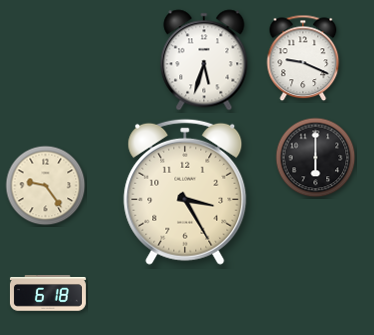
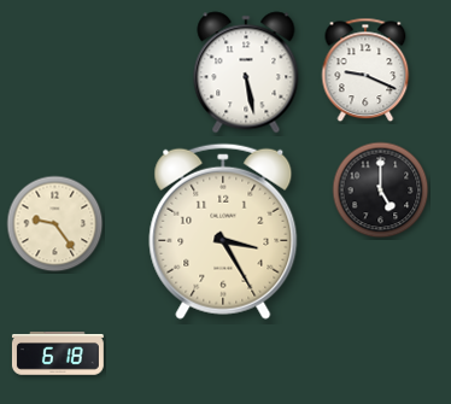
clock at (204, 60): 5:33 -> 5:28
clock at (316, 158): 6:00 -> 5:00
